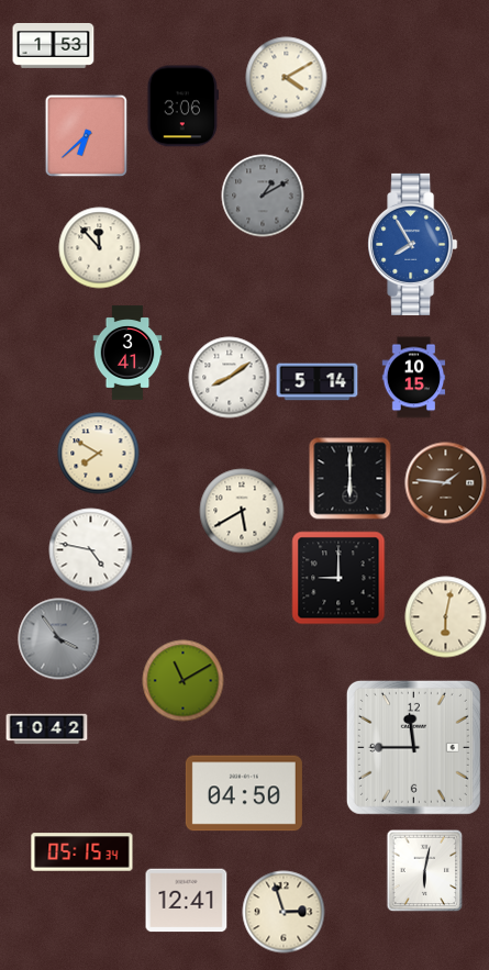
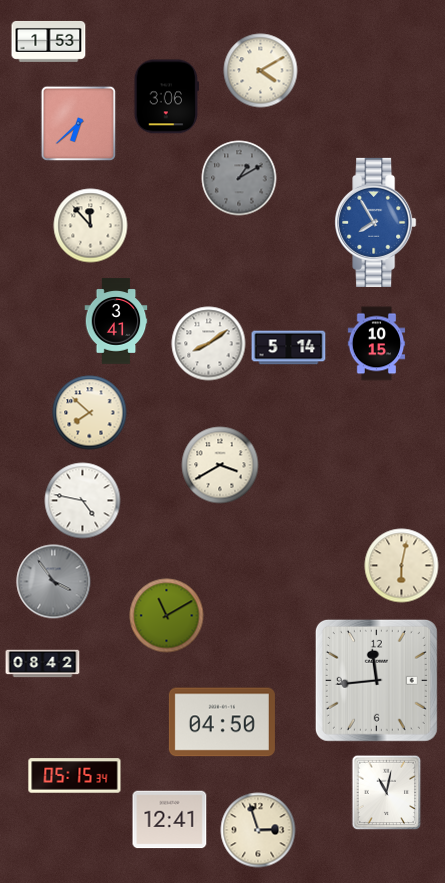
clock at (99, 454): 7:50 -> 7:52
clock at (351, 479): 6:00 -> none
clock at (446, 483): 1:46 -> none
clock at (242, 511): 5:40 -> 3:40
clock at (338, 578): 9:00 -> none
clock at (446, 617) position: (446, 617) -> (402, 566)
clock at (184, 681) position: (184, 681) -> (167, 616)
clock at (47, 729): 10:42 -> 08:42
clock at (413, 747): 11:45 -> 11:44
clock at (425, 871): 6:02 -> 11:02
